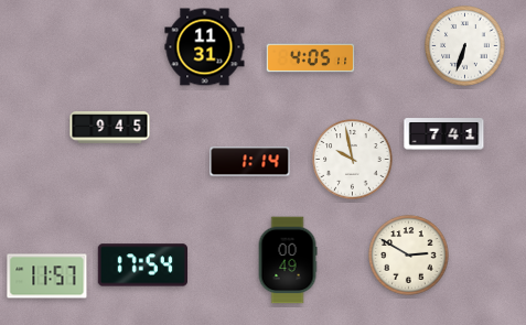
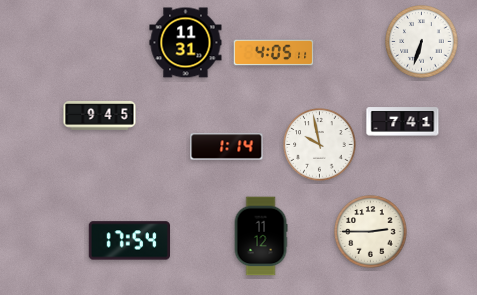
clock at (311, 58) position: (311, 58) -> (274, 53)
clock at (409, 256): 2:50 -> 2:45
clock at (288, 260): 00:49 -> 11:12
clock at (47, 277): 11:57 -> none
